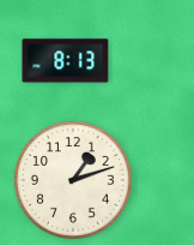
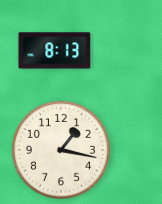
clock at (73, 180): 1:12 -> 1:17
